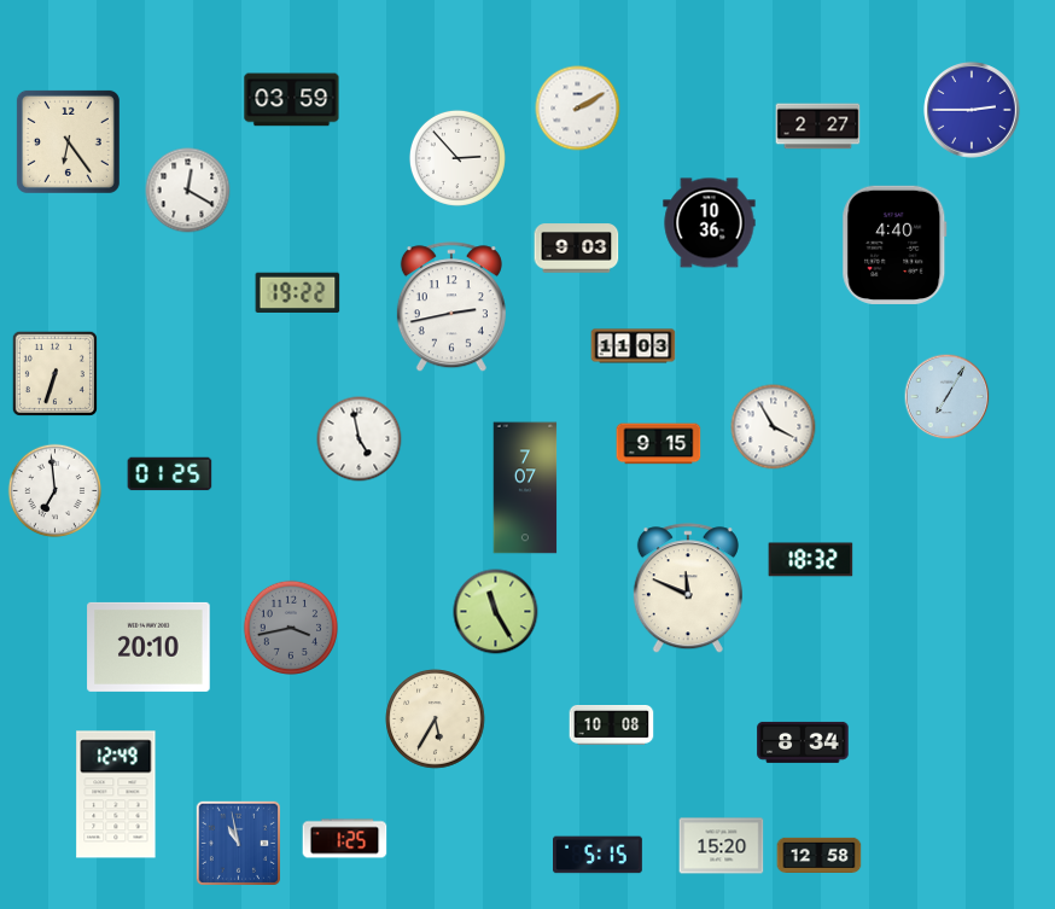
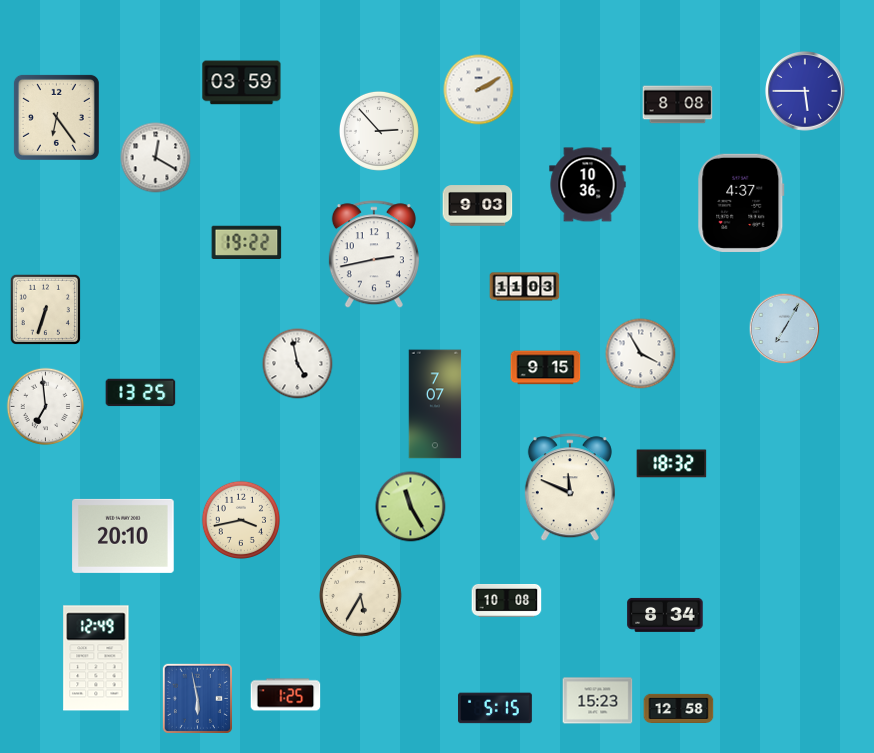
clock at (972, 110): 2:45 -> 5:45
clock at (818, 127): 2:27 -> 8:08
clock at (894, 245): 4:40 -> 4:37
clock at (170, 474): 01:25 -> 13:25
clock at (290, 628) dial: grey -> cream
clock at (238, 843): 10:58 -> 5:58
clock at (722, 846): 15:20 -> 15:23
